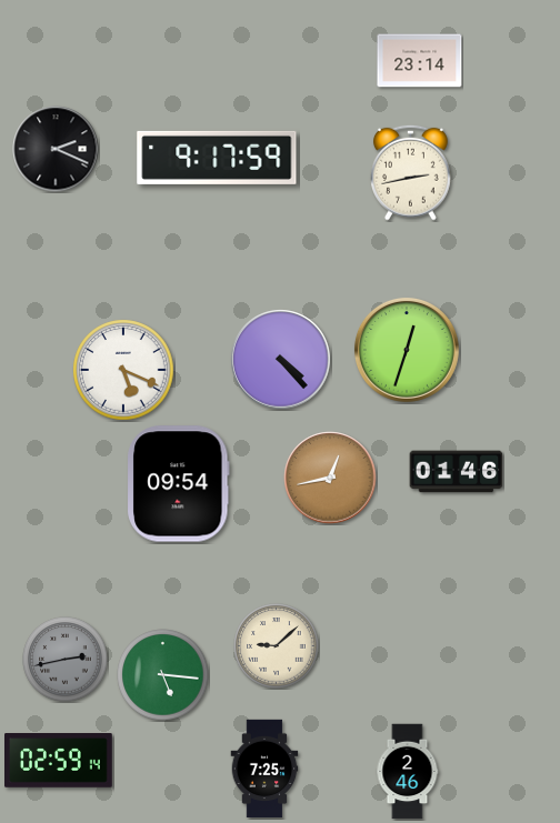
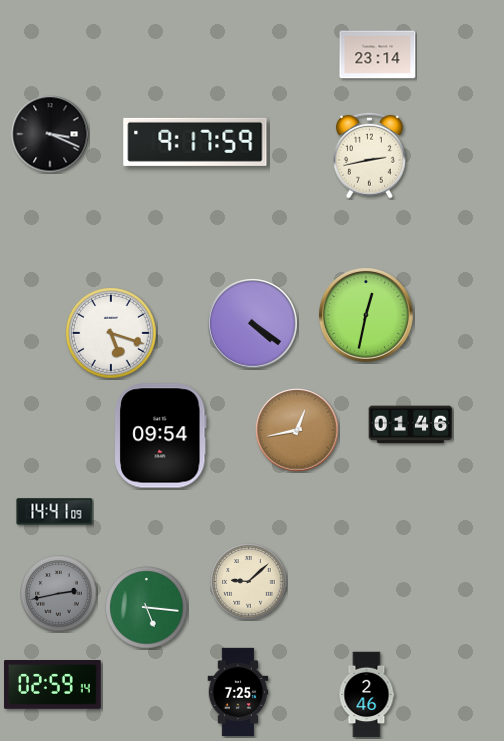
clock at (56, 149): 2:19 -> 3:19
clock at (407, 350): 12:33 -> 12:32
clock at (281, 360): 4:23 -> 4:21
clock at (123, 370): 5:19 -> 5:18
clock at (55, 512): none -> 14:41
